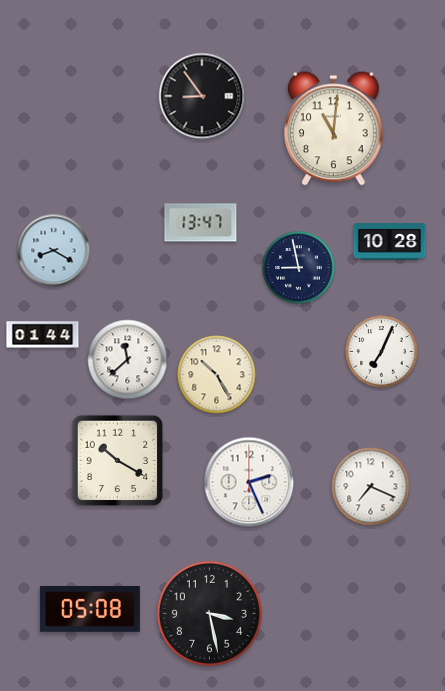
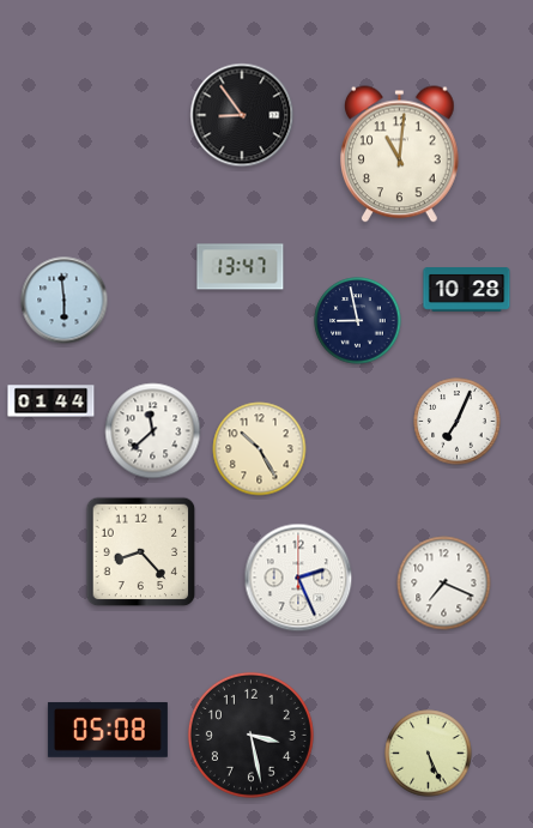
clock at (54, 251): 8:20 -> 5:59
clock at (118, 461): 10:20 -> 8:23
clock at (429, 754): none -> 5:26
